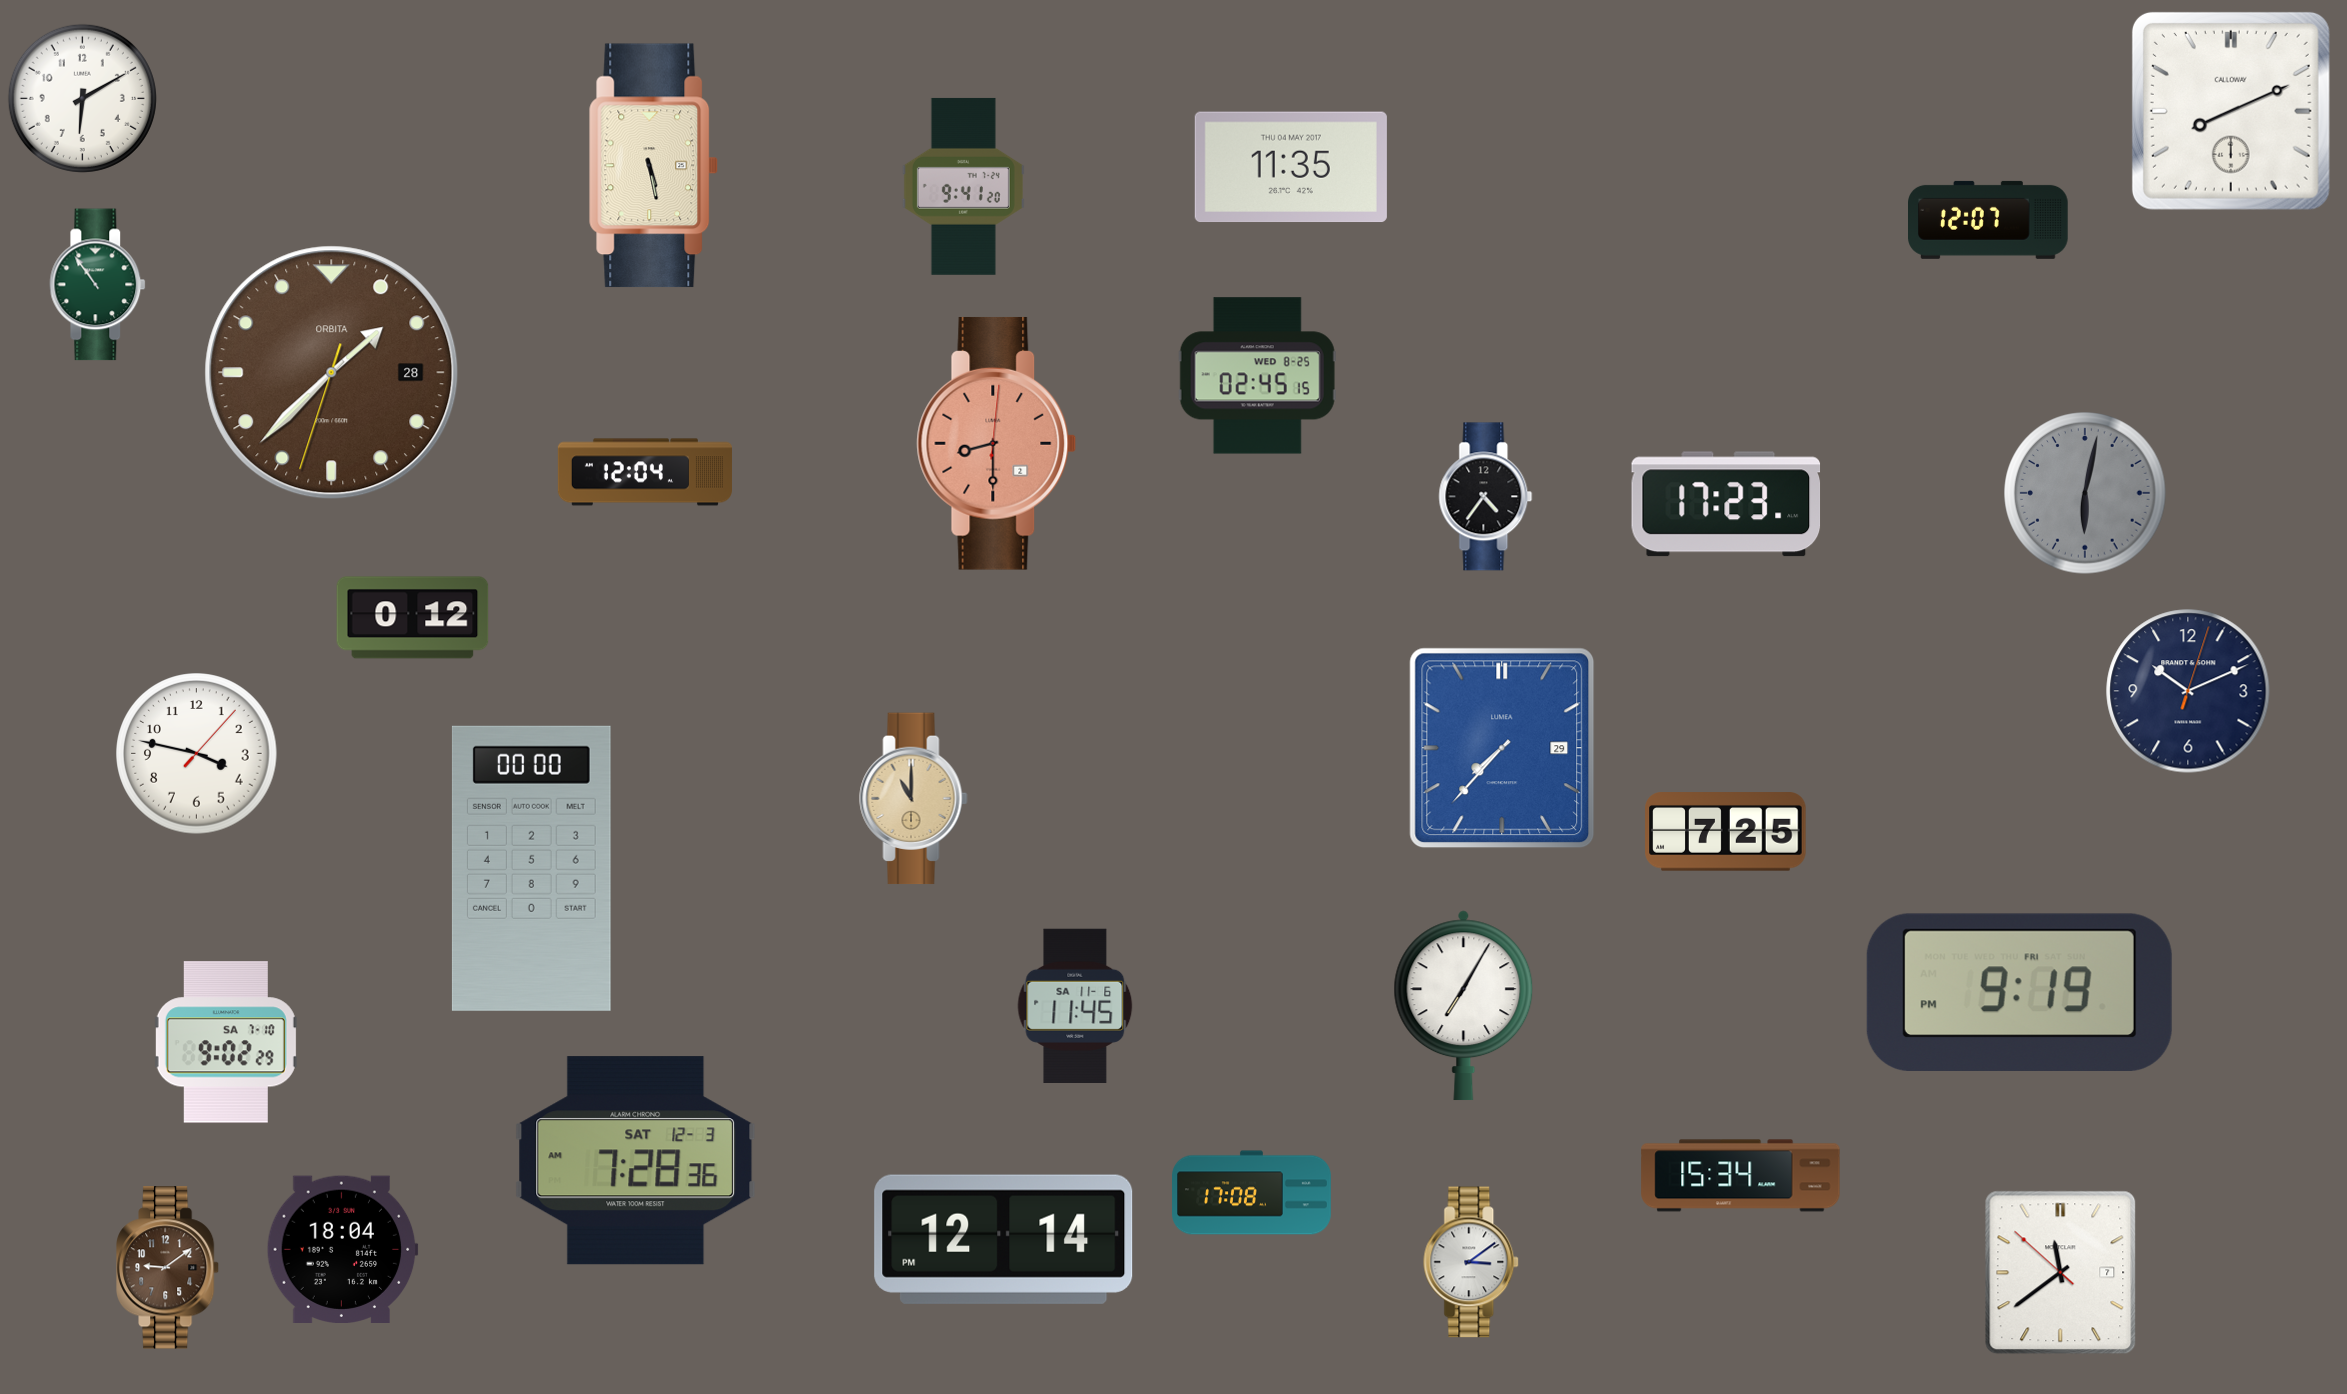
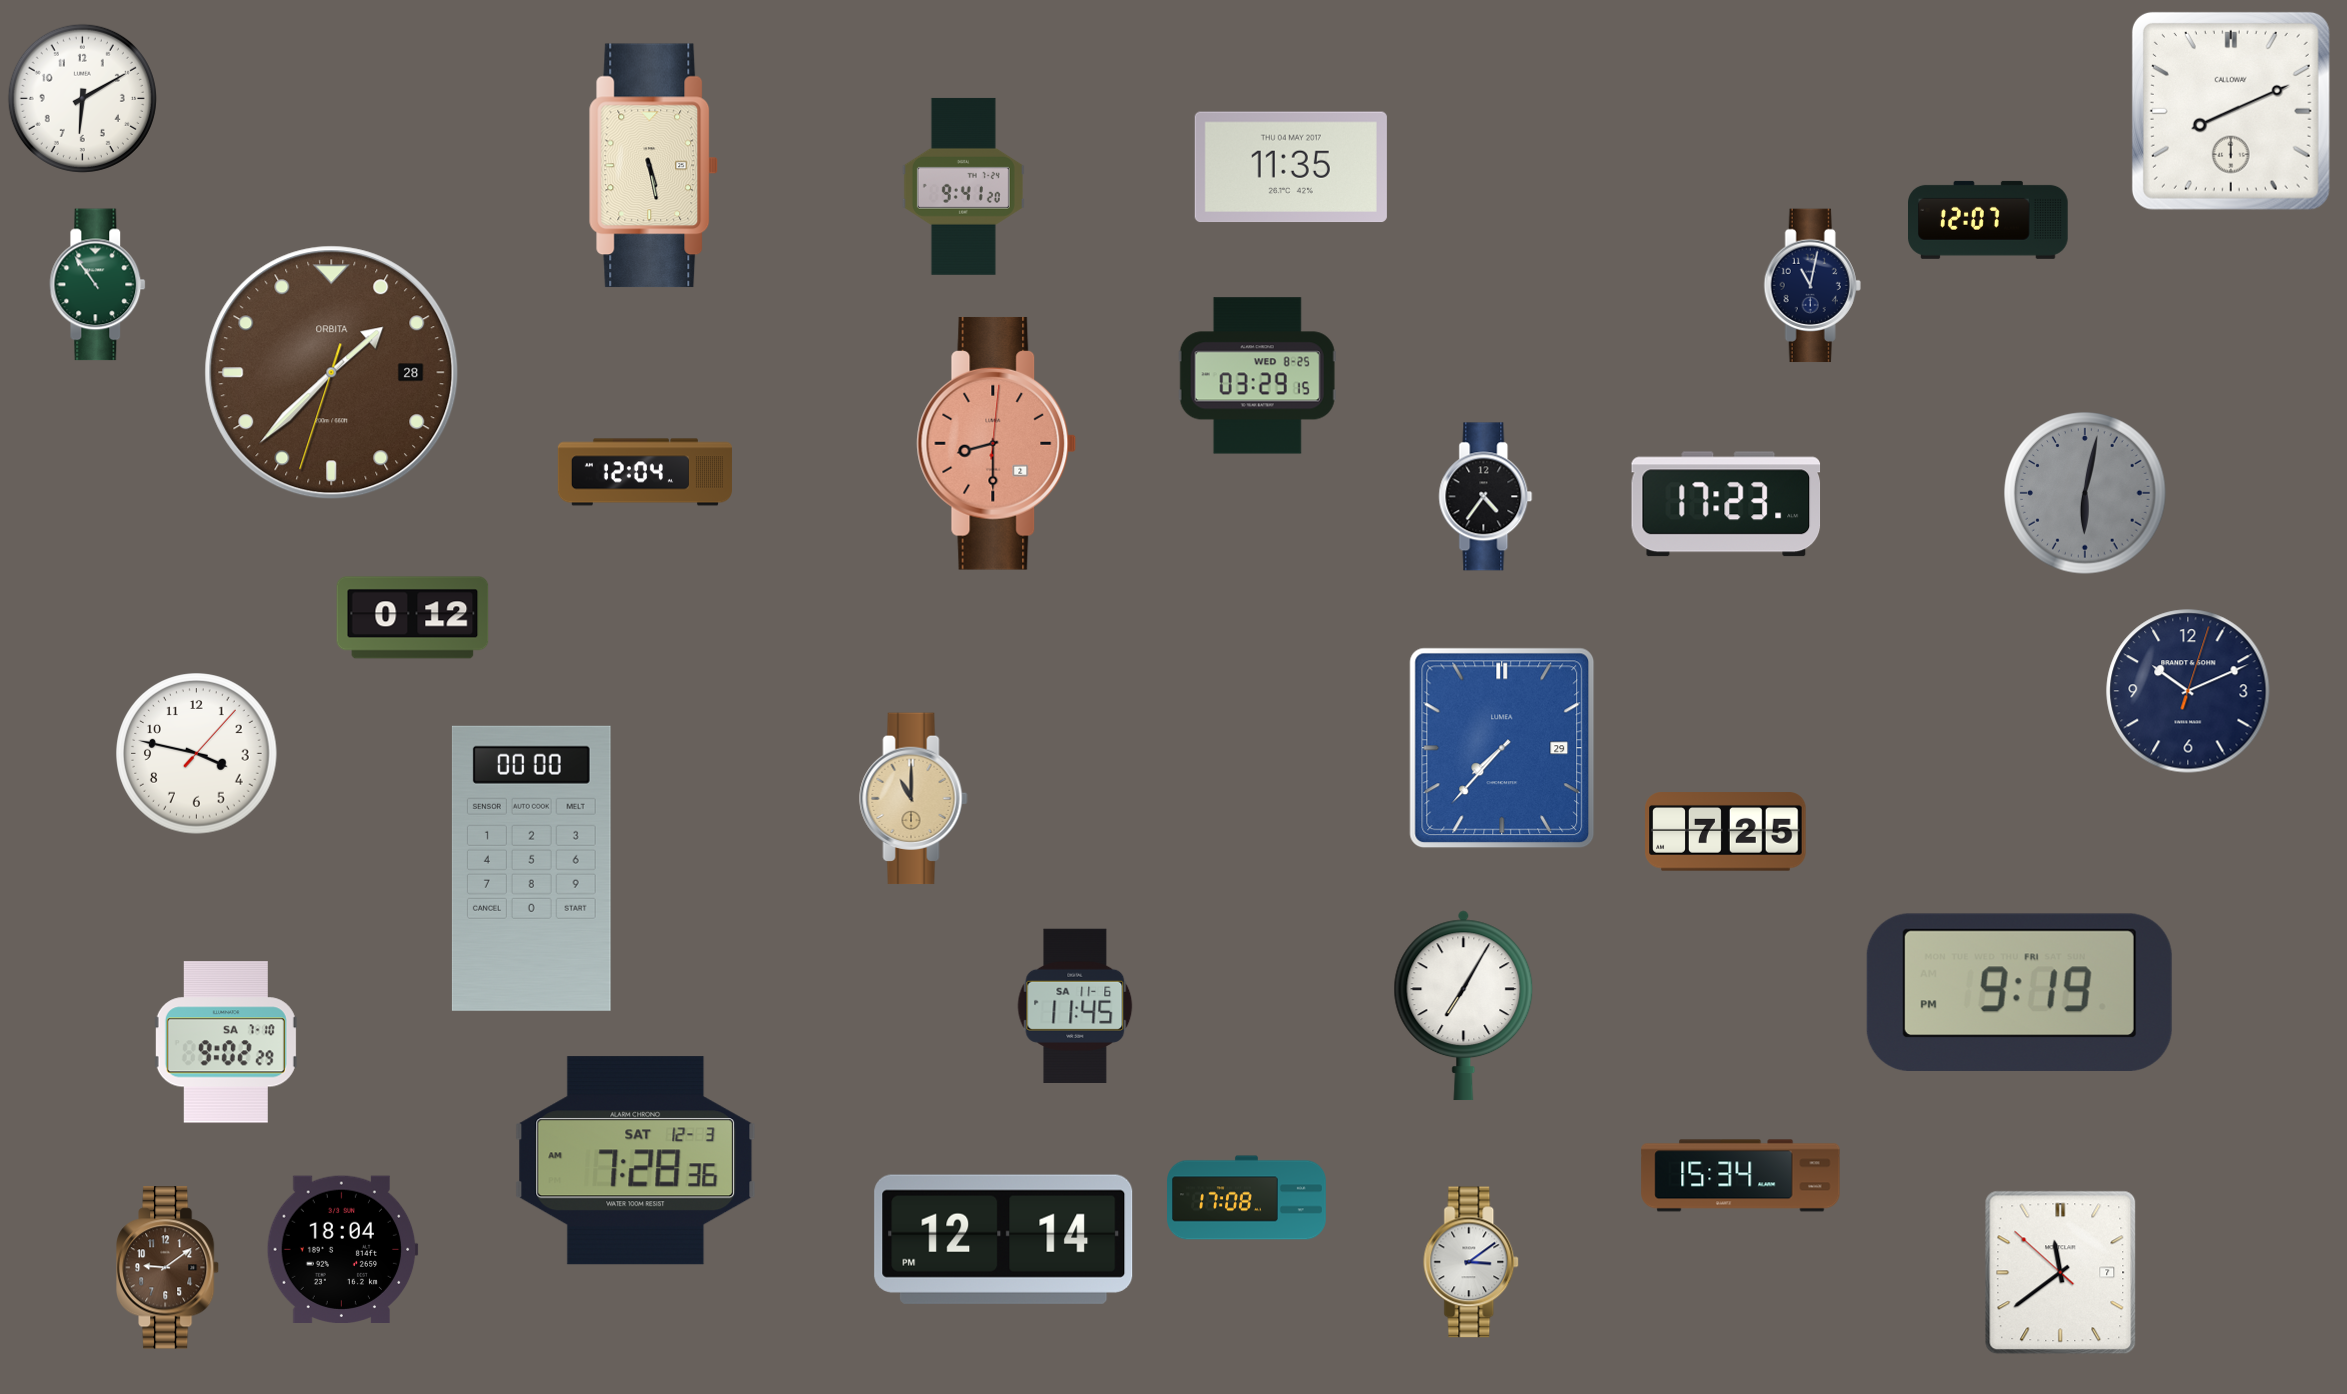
clock at (1812, 286): none -> 11:02
clock at (1257, 376): 02:45 -> 03:29
clock at (1252, 1193) position: (1252, 1193) -> (1247, 1198)
